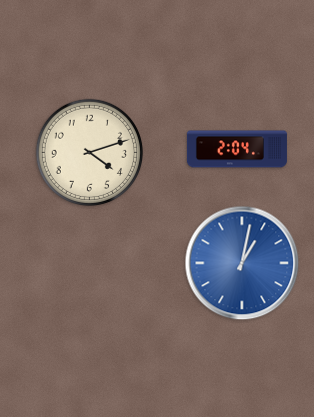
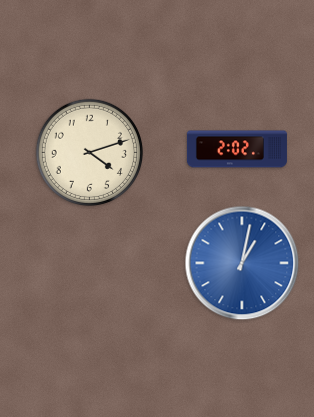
clock at (237, 149): 2:04 -> 2:02
